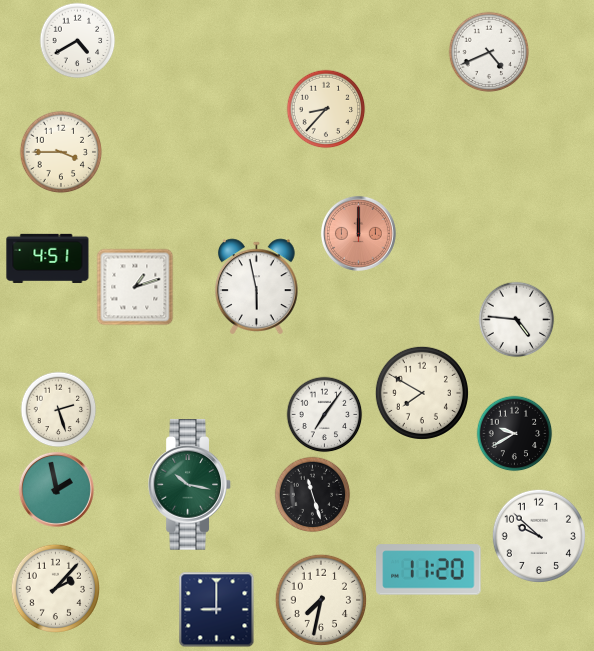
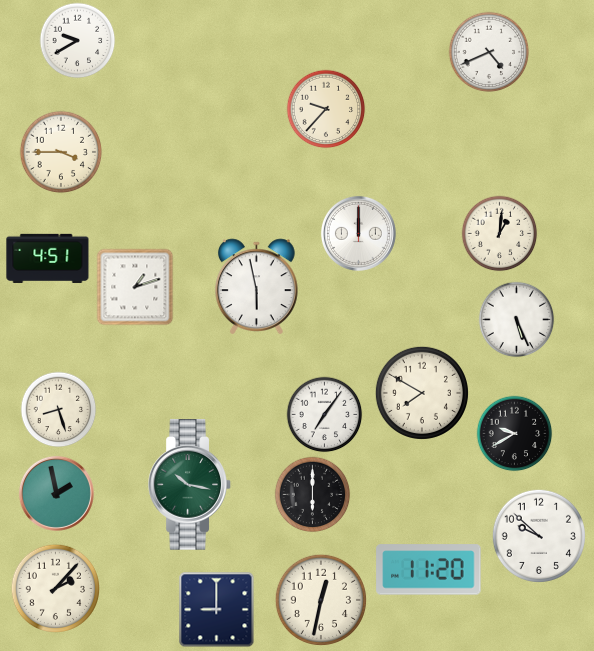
clock at (78, 41): 4:40 -> 9:40
clock at (326, 109): 8:37 -> 9:37
clock at (358, 233) dial: salmon -> white
clock at (500, 234): none -> 1:01
clock at (517, 320): 4:46 -> 5:26
clock at (59, 410): 2:27 -> 8:27
clock at (56, 489) position: (56, 489) -> (56, 493)
clock at (313, 495): 11:27 -> 6:00
clock at (320, 599): 7:32 -> 12:32
